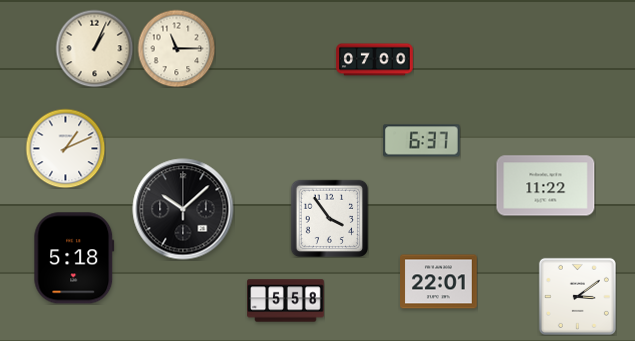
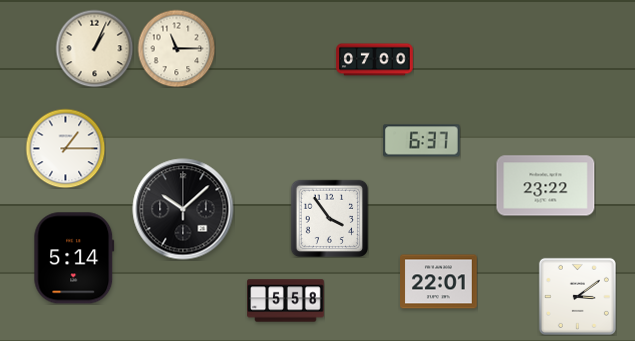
clock at (65, 148): 1:11 -> 1:15
clock at (546, 186): 11:22 -> 23:22
clock at (74, 258): 5:18 -> 5:14
